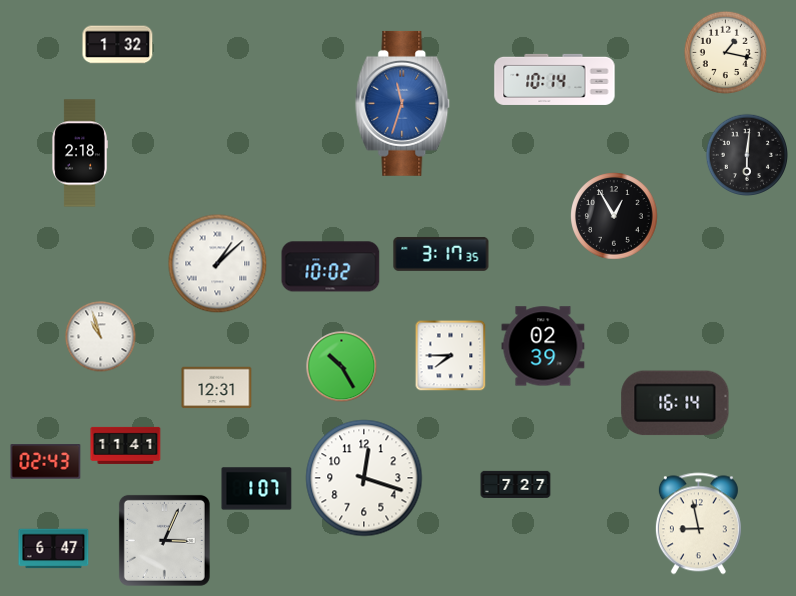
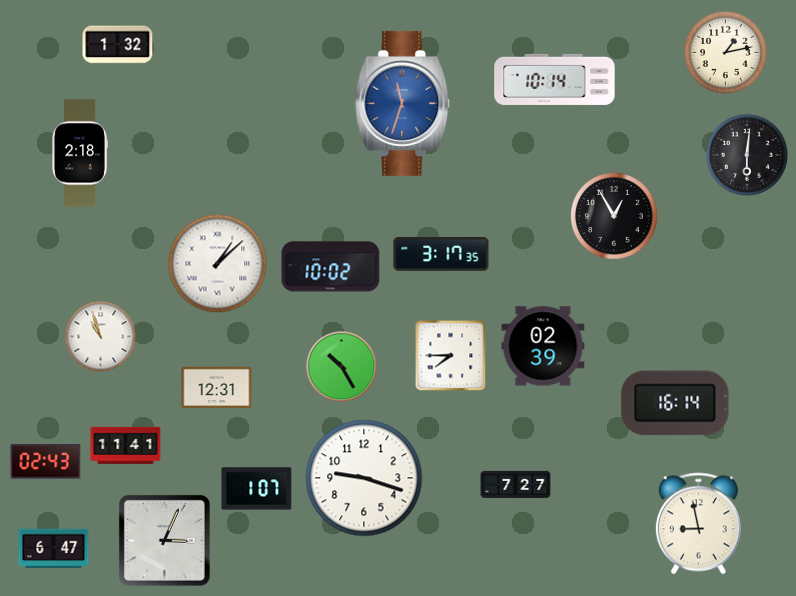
clock at (725, 52): 1:17 -> 1:13
clock at (364, 478): 12:18 -> 9:18
